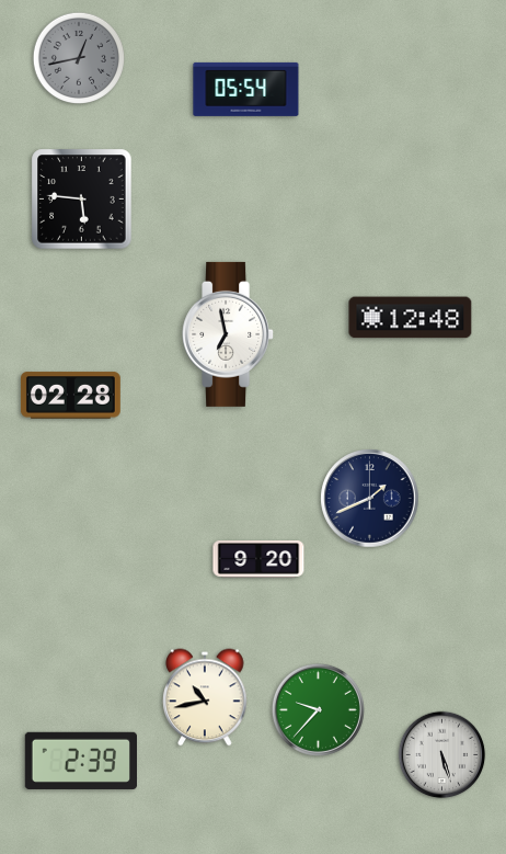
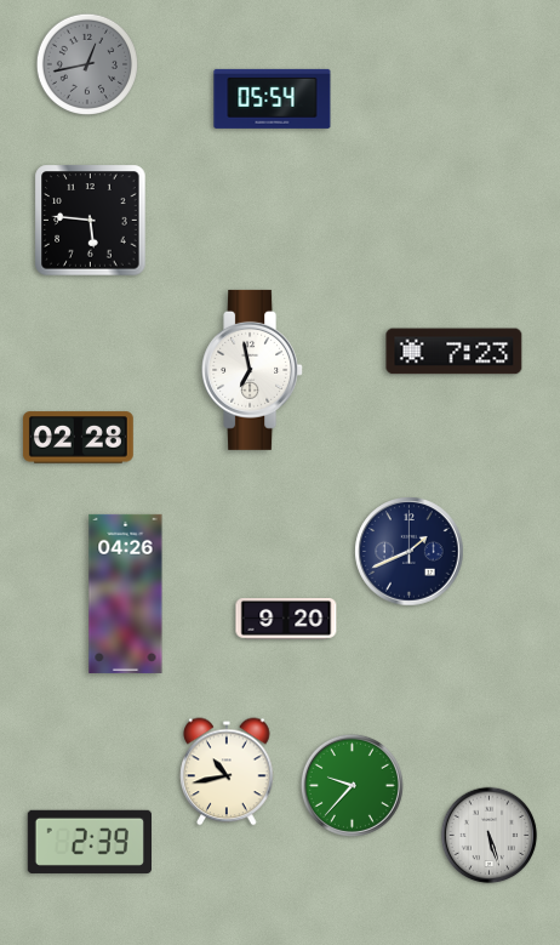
clock at (411, 318): 12:48 -> 7:23
clock at (126, 593): none -> 04:26
